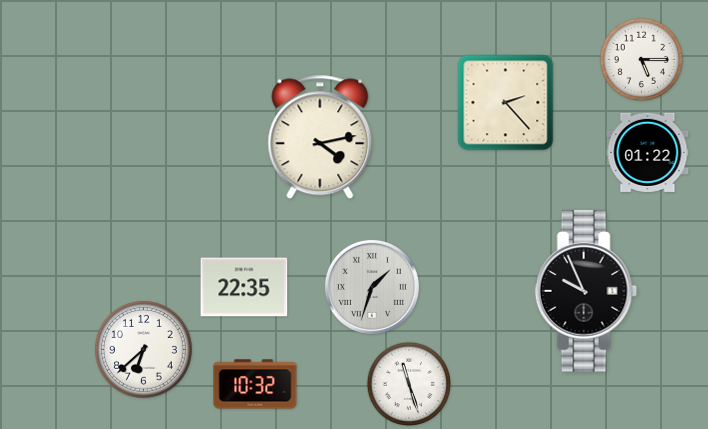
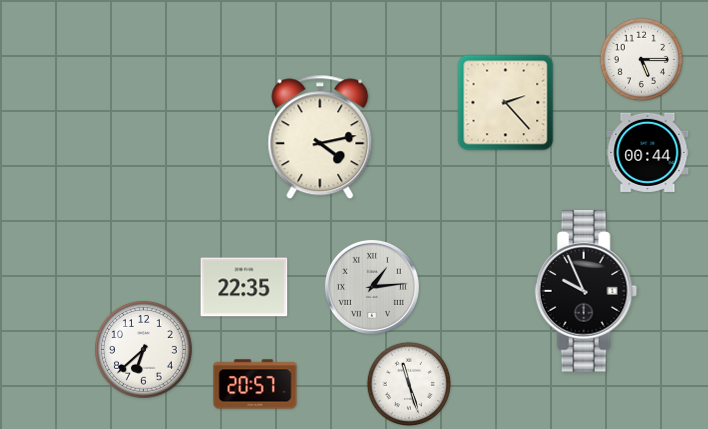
clock at (648, 152): 01:22 -> 00:44
clock at (372, 287): 1:33 -> 1:14
clock at (255, 384): 10:32 -> 20:57
